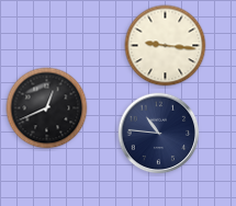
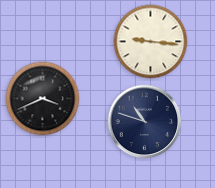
clock at (47, 108): 12:41 -> 3:41
clock at (159, 134): 10:46 -> 10:48
